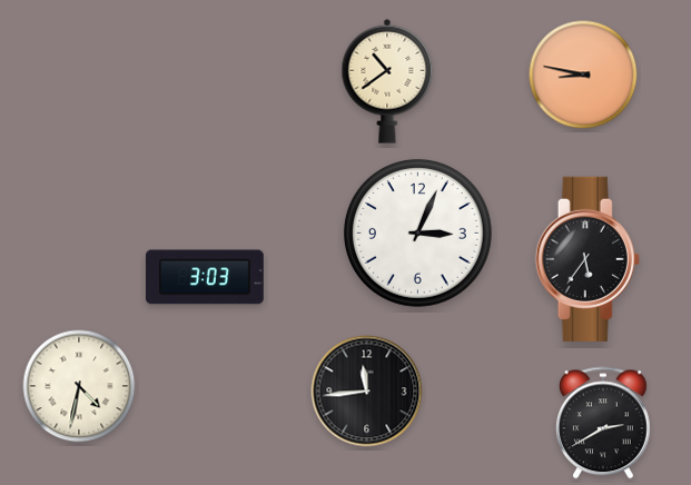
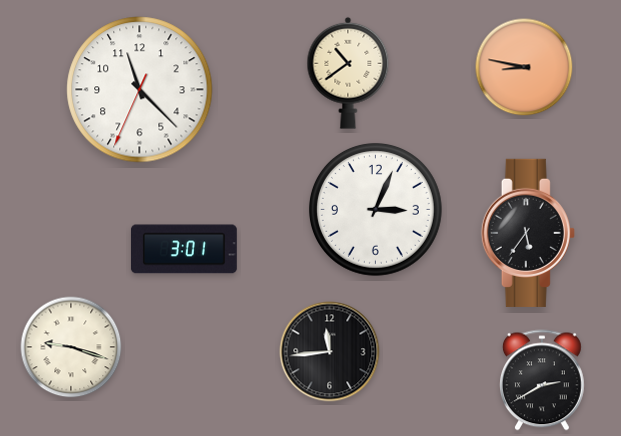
clock at (140, 90): none -> 11:22
clock at (205, 277): 3:03 -> 3:01
clock at (79, 386): 4:32 -> 9:18
